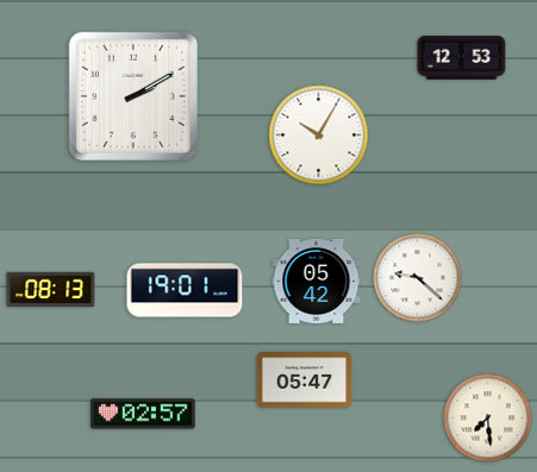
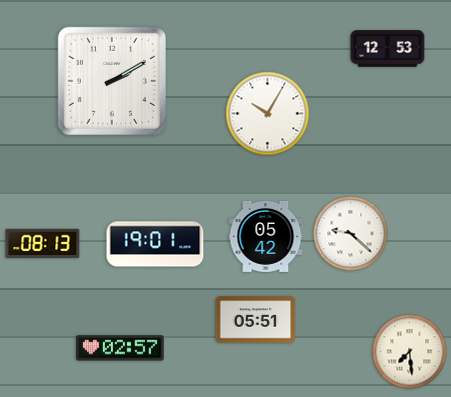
clock at (305, 380): 05:47 -> 05:51
